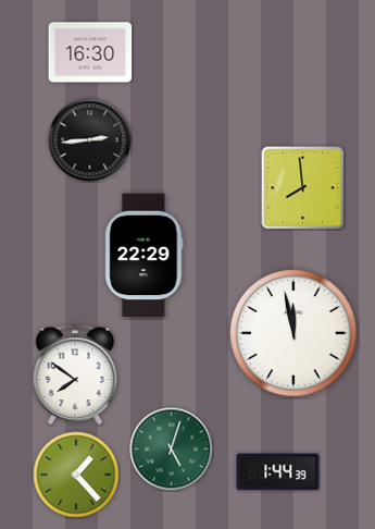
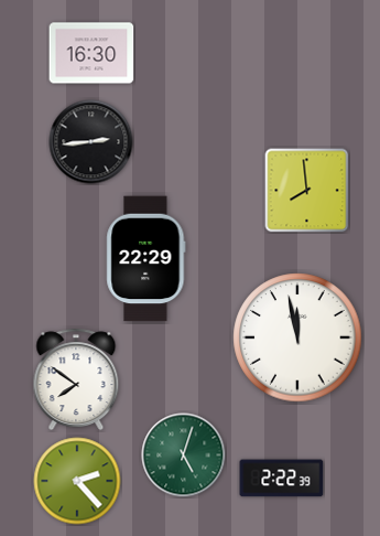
clock at (172, 450) position: (172, 450) -> (184, 455)
clock at (278, 472): 1:44 -> 2:22
clock at (76, 475): 1:23 -> 2:23
